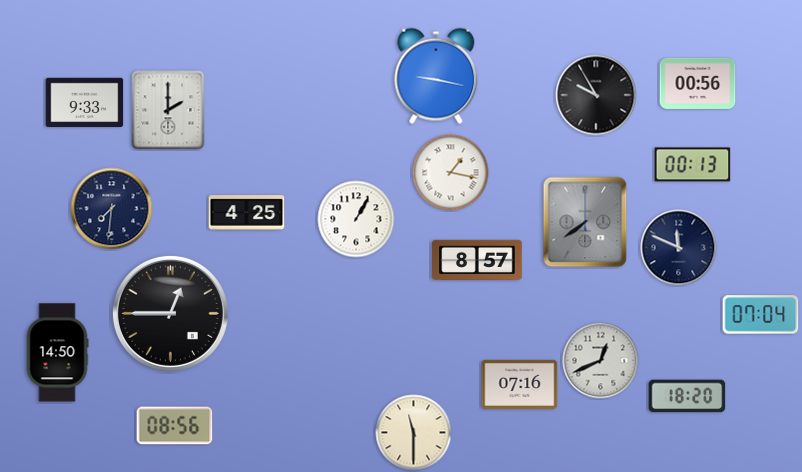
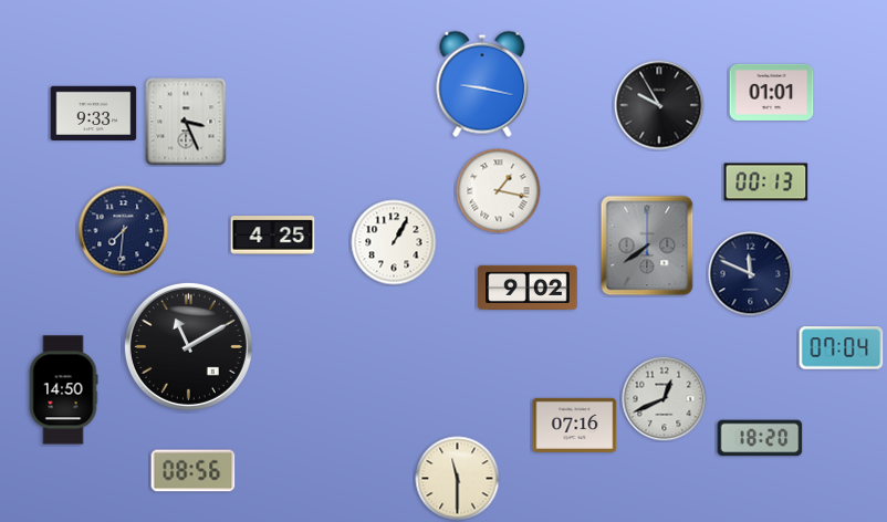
clock at (698, 83): 00:56 -> 01:01
clock at (168, 110): 2:00 -> 3:26
clock at (477, 260): 8:57 -> 9:02
clock at (170, 313): 12:45 -> 11:10
